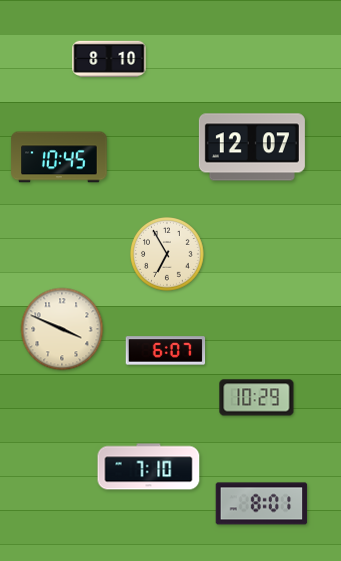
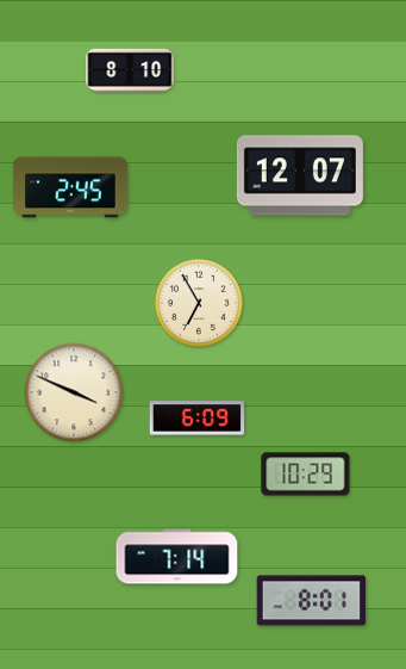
clock at (59, 157): 10:45 -> 2:45
clock at (166, 351): 6:07 -> 6:09
clock at (149, 467): 7:10 -> 7:14
